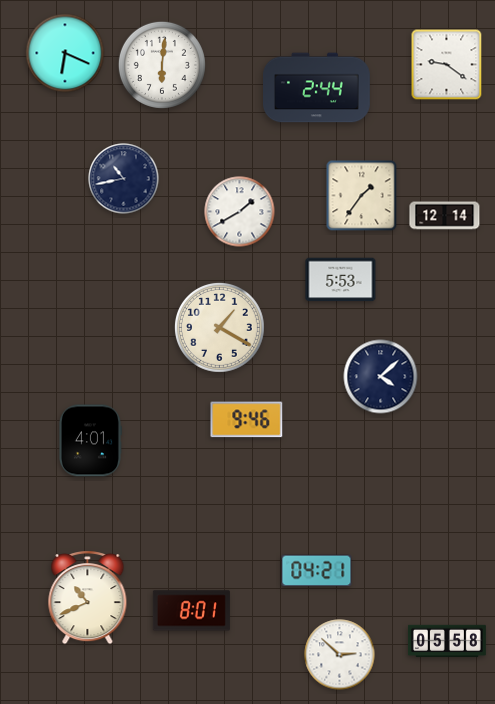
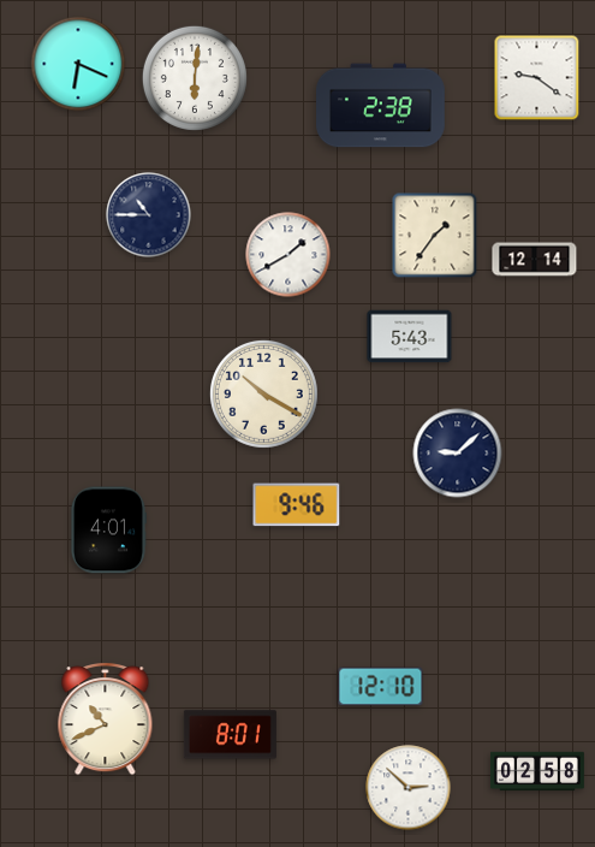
clock at (317, 88): 2:44 -> 2:38
clock at (124, 179): 10:43 -> 10:45
clock at (341, 280): 5:53 -> 5:43
clock at (219, 327): 1:20 -> 10:20
clock at (381, 377): 4:08 -> 9:08
clock at (317, 571): 04:21 -> 12:10
clock at (447, 641): 05:58 -> 02:58
